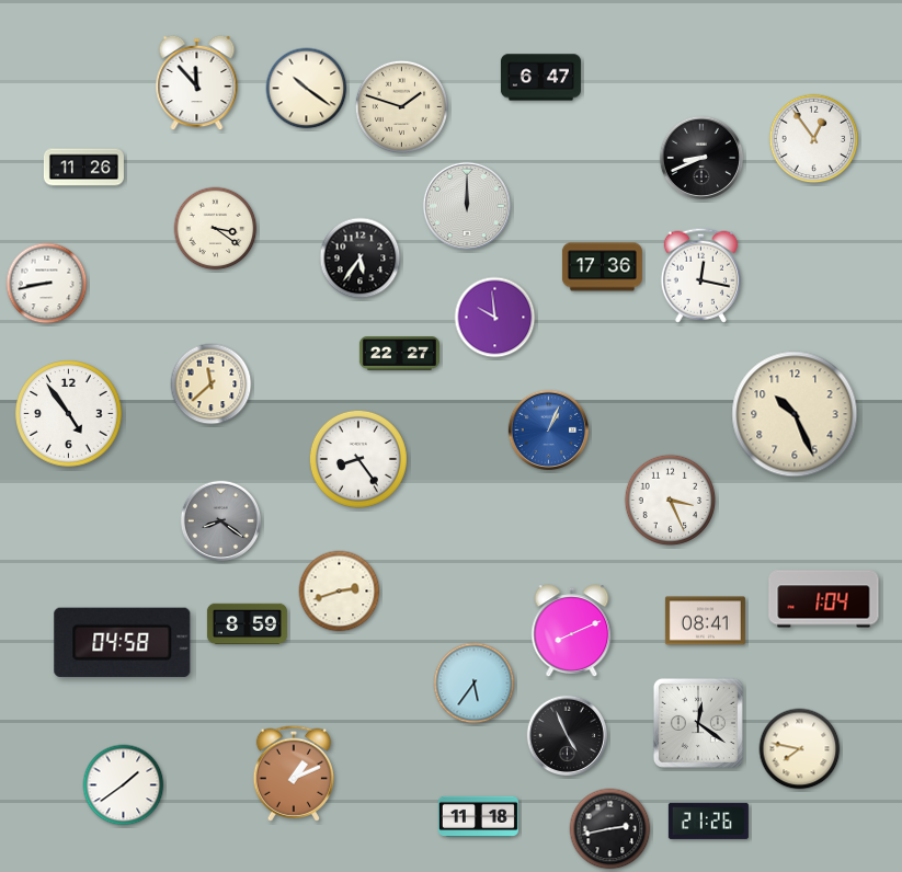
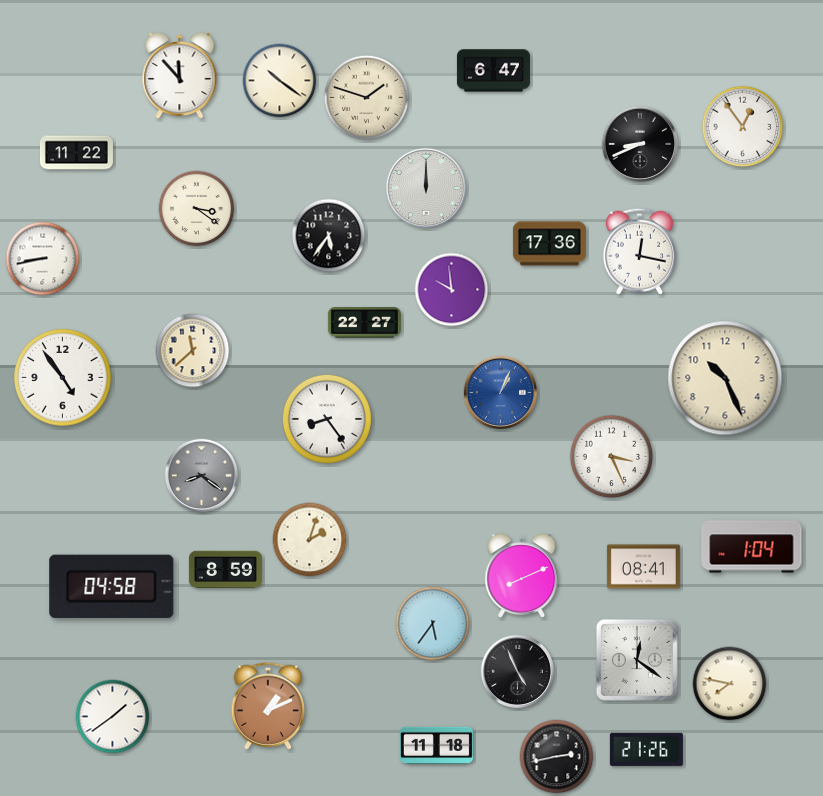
clock at (83, 168): 11:26 -> 11:22
clock at (340, 592): 2:42 -> 2:03
